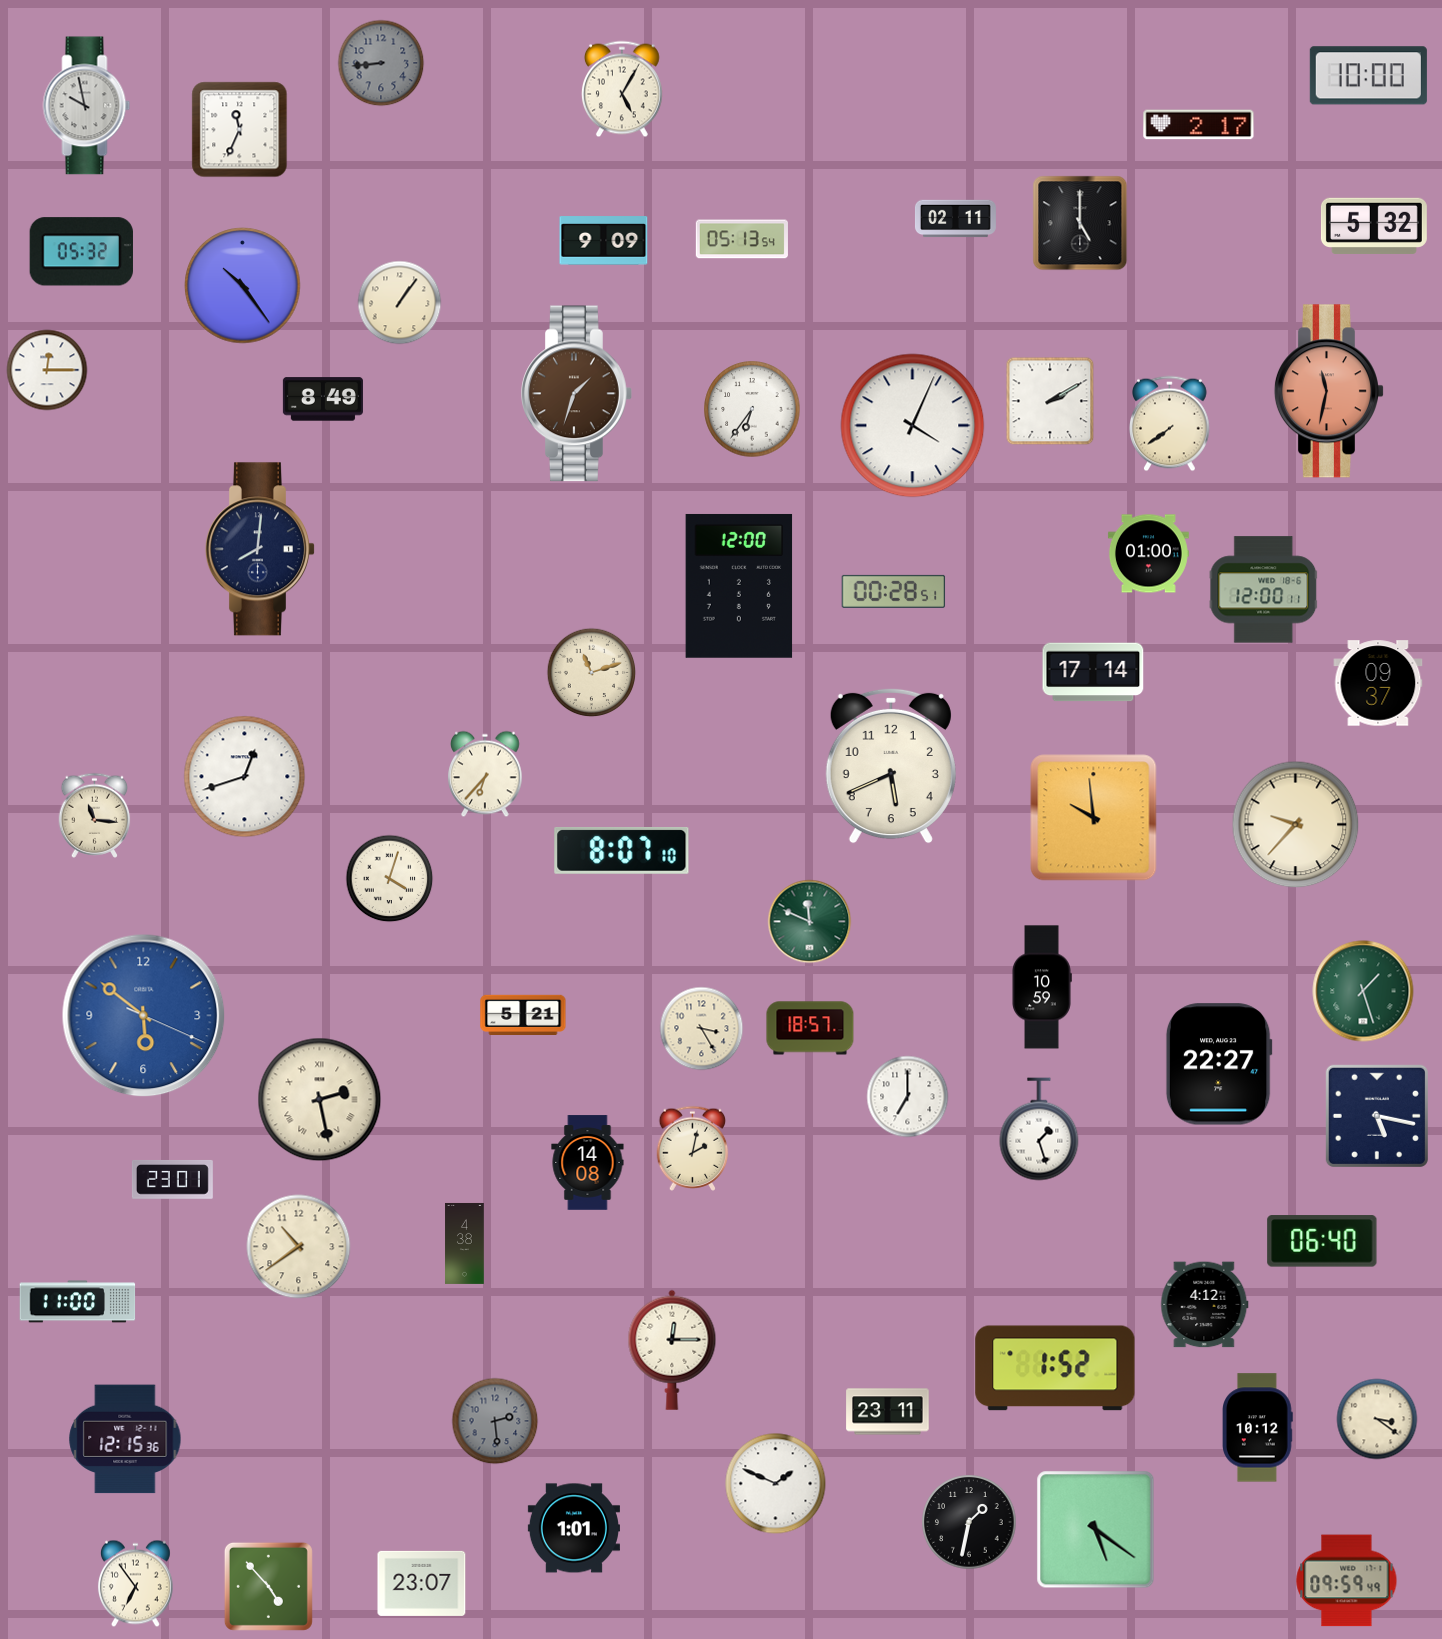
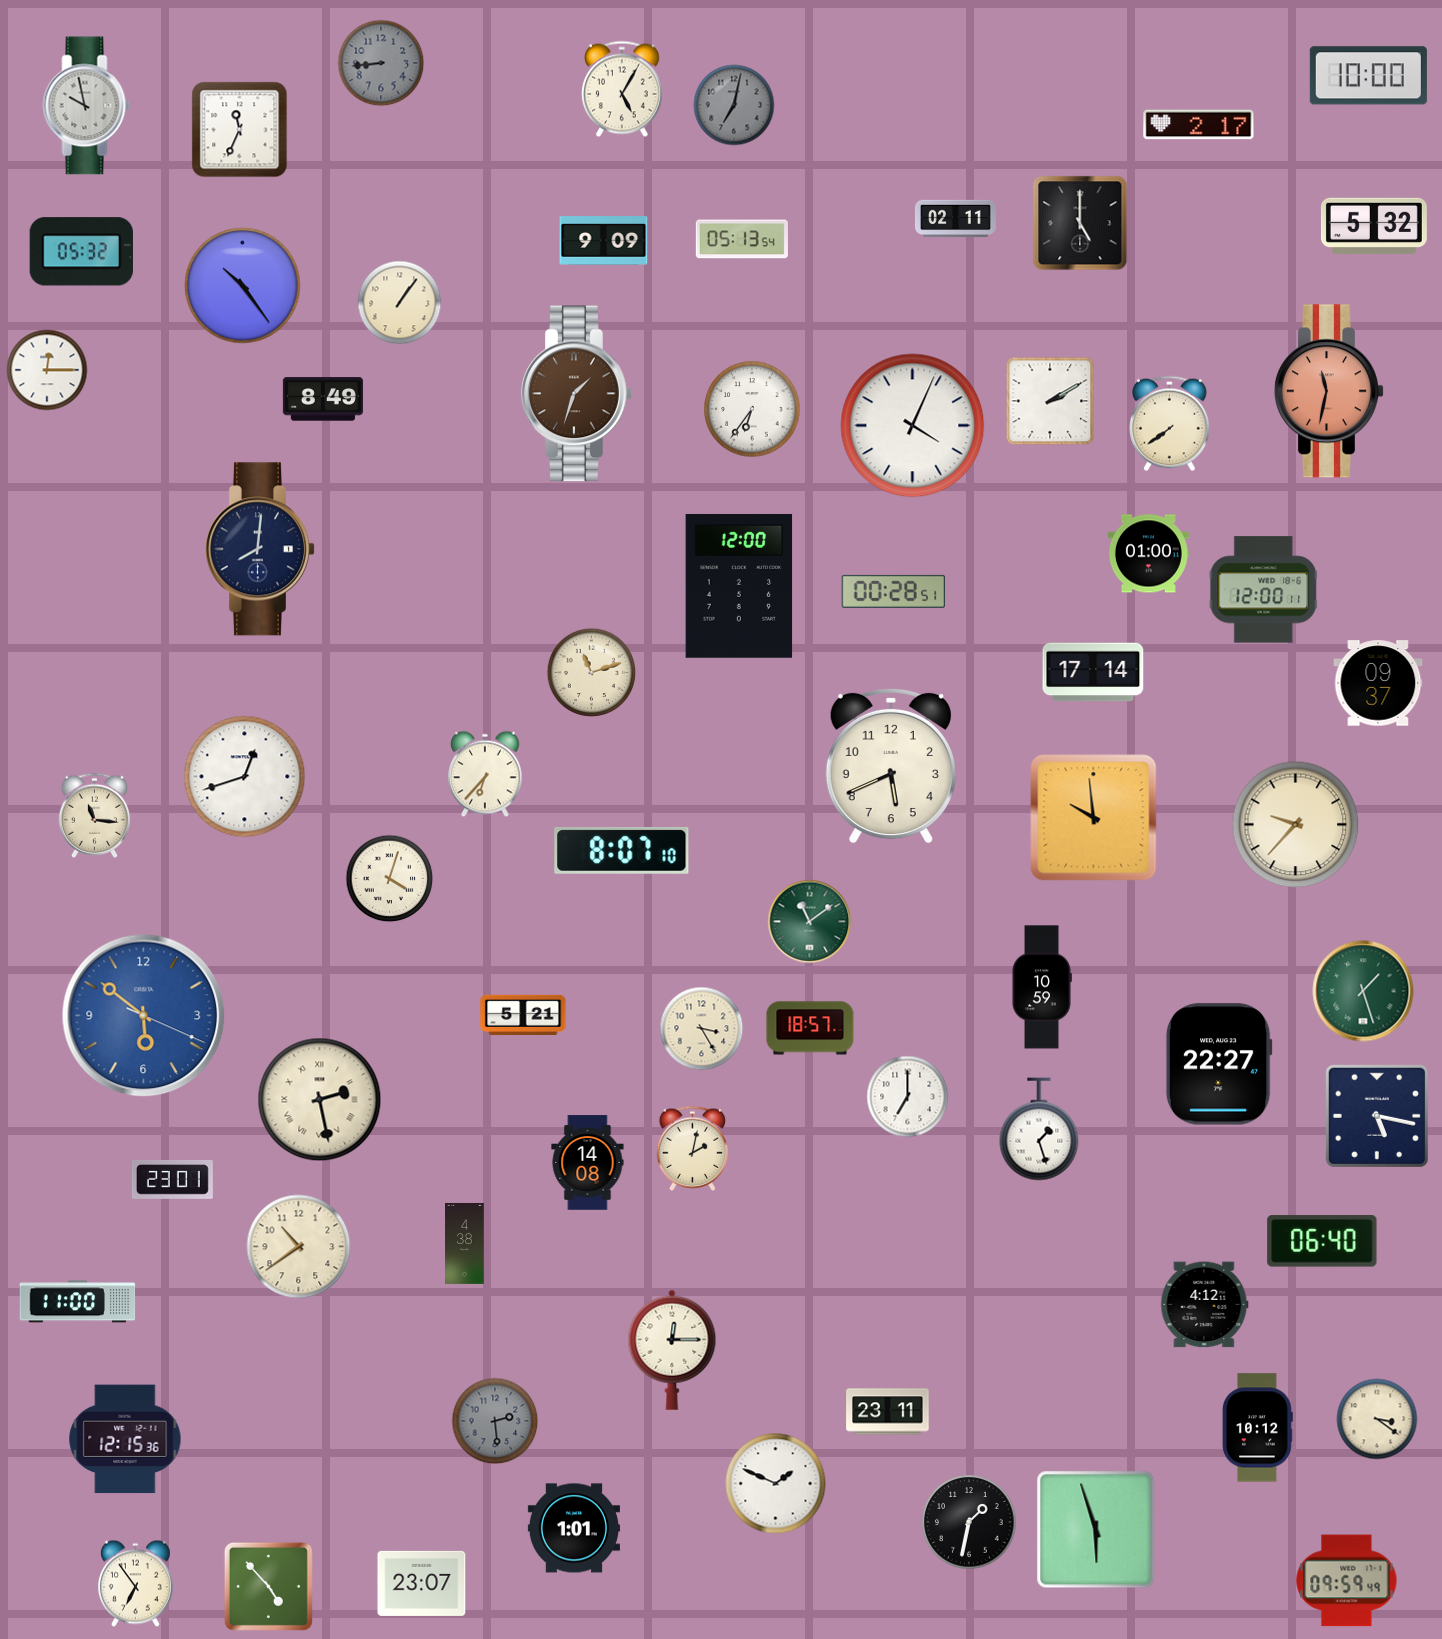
clock at (734, 105): none -> 7:02
clock at (810, 922): 11:49 -> 11:09
clock at (1055, 1368): 1:52 -> none
clock at (1096, 1530): 5:21 -> 5:57
